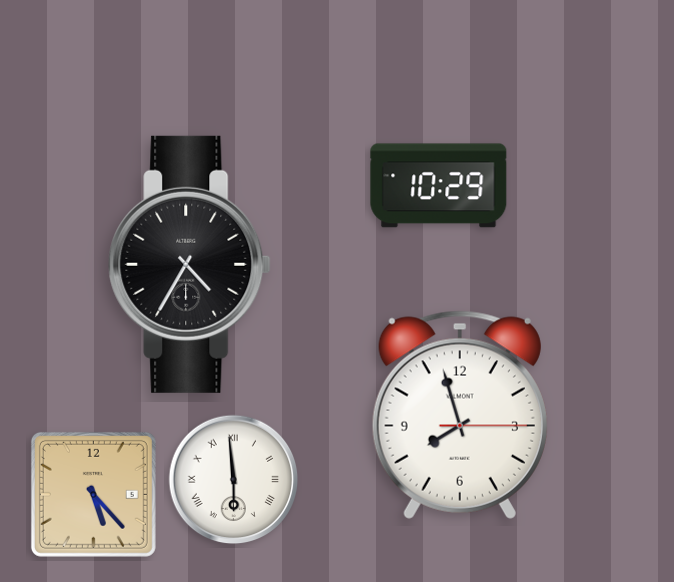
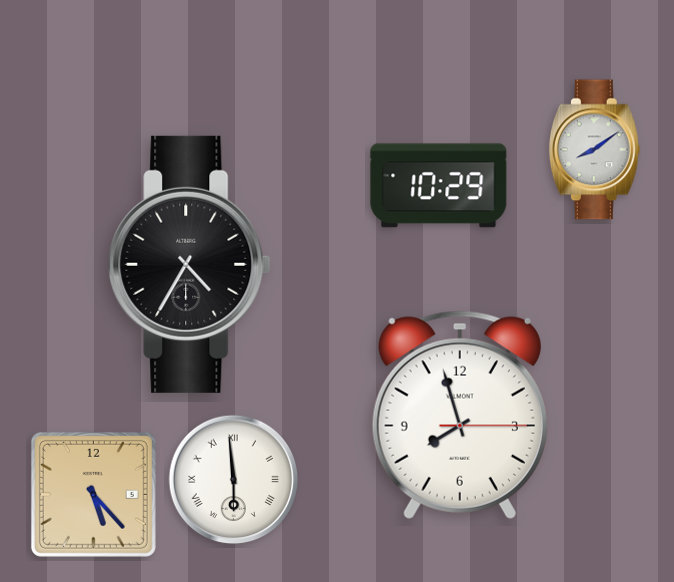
clock at (594, 150): none -> 8:09
